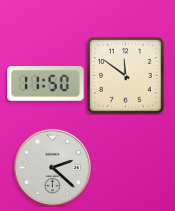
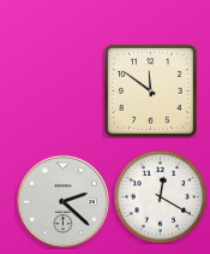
clock at (46, 84): 11:50 -> none
clock at (160, 196): none -> 12:20
